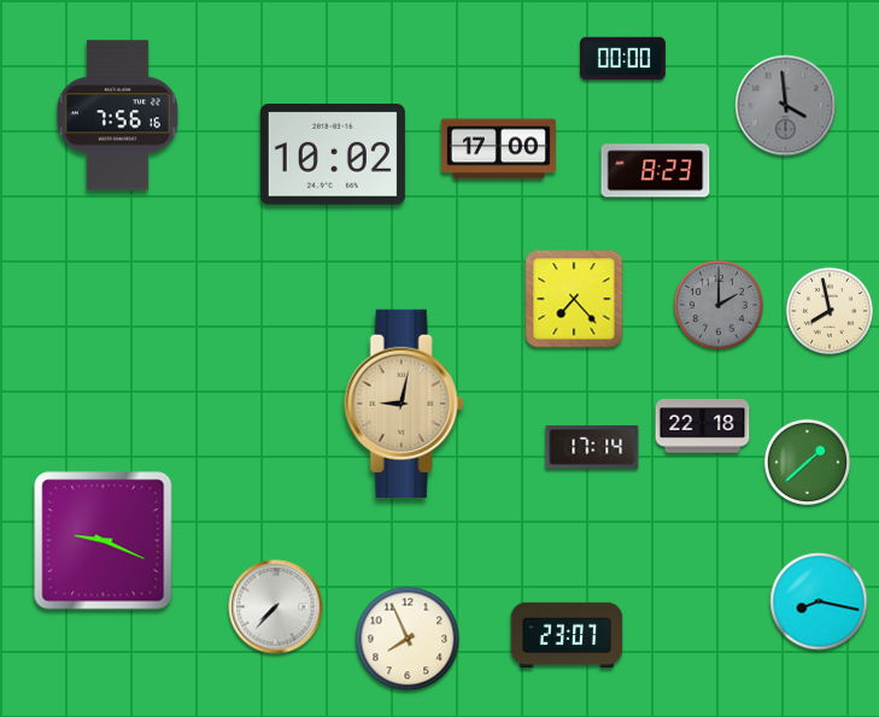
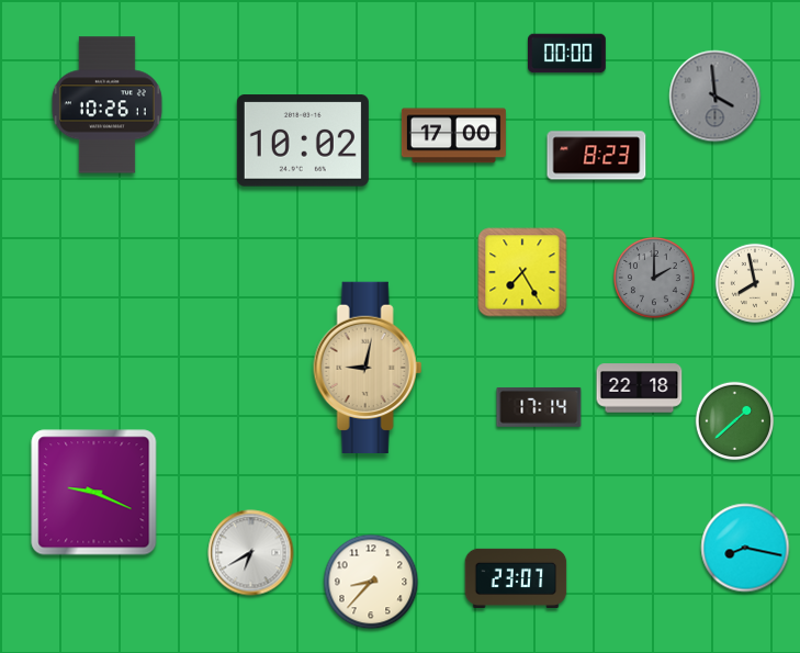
clock at (117, 116): 7:56 -> 10:26
clock at (574, 299): 7:23 -> 7:25
clock at (276, 607): 7:37 -> 6:40
clock at (408, 639): 7:56 -> 8:37
